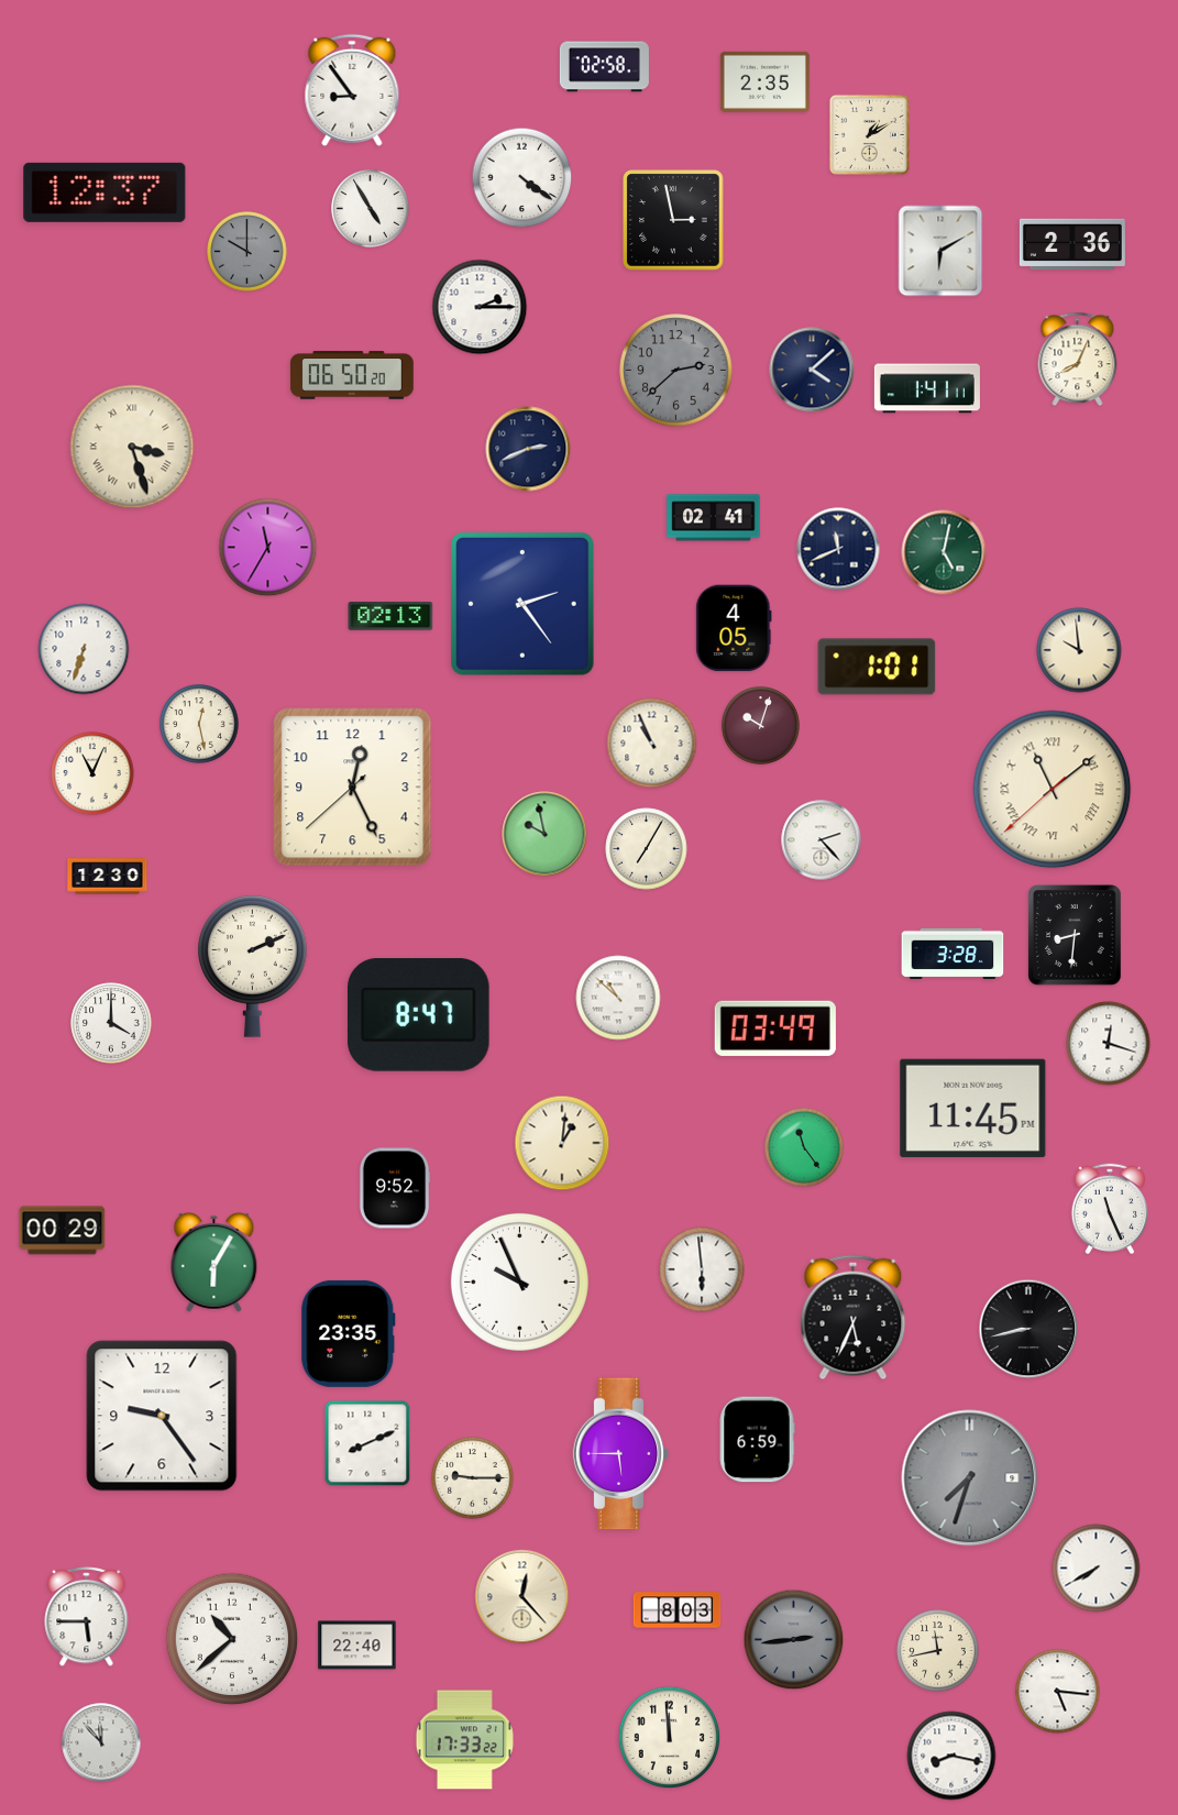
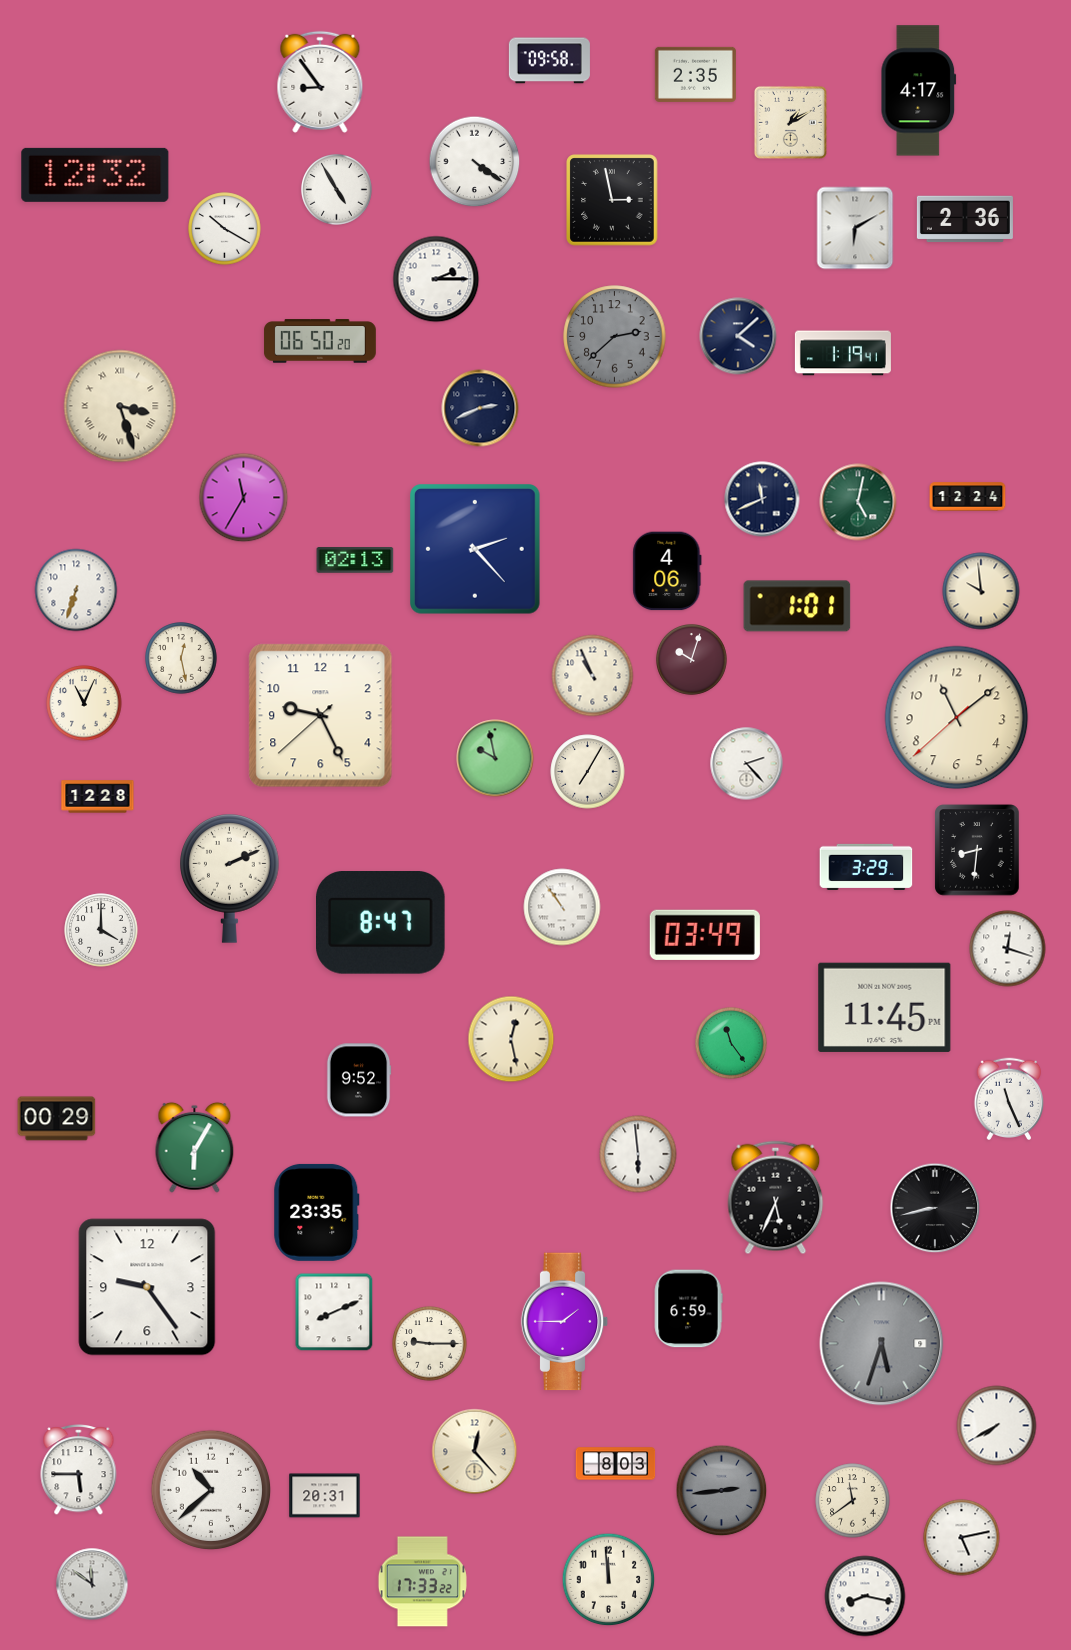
clock at (604, 67): 02:58 -> 09:58
clock at (919, 91): none -> 4:17
clock at (104, 193): 12:37 -> 12:32
clock at (1072, 244) position: (1072, 244) -> (965, 219)
clock at (247, 252): 10:00 -> 10:20
clock at (247, 252) dial: grey -> white
clock at (1078, 360): 8:04 -> none
clock at (927, 388): 1:41 -> 1:19
clock at (714, 518): 02:41 -> none
clock at (968, 497): none -> 12:24
clock at (524, 605): 2:24 -> 2:23
clock at (734, 628): 4:05 -> 4:06
clock at (353, 788): 12:25 -> 9:25
clock at (1053, 790) numerals: Roman -> Arabic
clock at (108, 877): 12:30 -> 12:28
clock at (953, 953): 3:28 -> 3:29
clock at (618, 998): 10:52 -> 10:54
clock at (562, 1143): 1:01 -> 12:28
clock at (519, 1281): 9:56 -> none
clock at (621, 1454): 5:45 -> 1:45
clock at (970, 1478): 7:33 -> 5:33
clock at (357, 1646): 22:40 -> 20:31
clock at (938, 1651): 11:43 -> 11:39
clock at (1058, 1692): 5:16 -> 5:13
clock at (101, 1742): 11:53 -> 11:51
